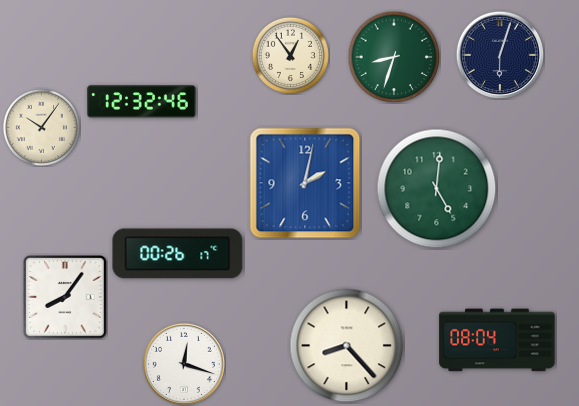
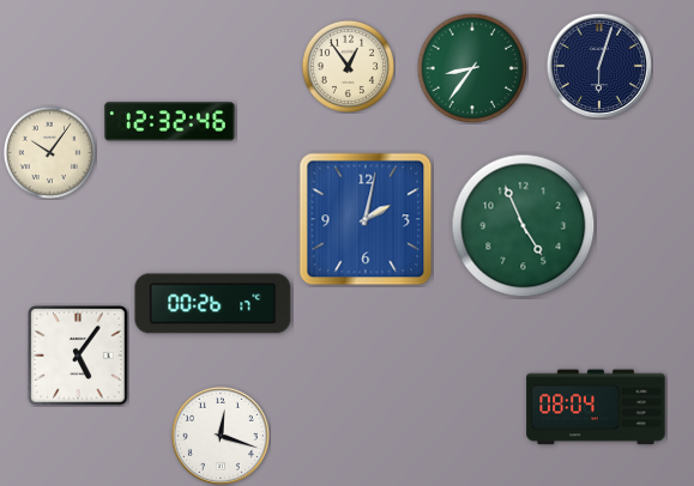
clock at (394, 57): 8:33 -> 8:36
clock at (437, 189): 5:01 -> 4:56
clock at (66, 298): 8:06 -> 5:06
clock at (347, 346): 8:23 -> none
